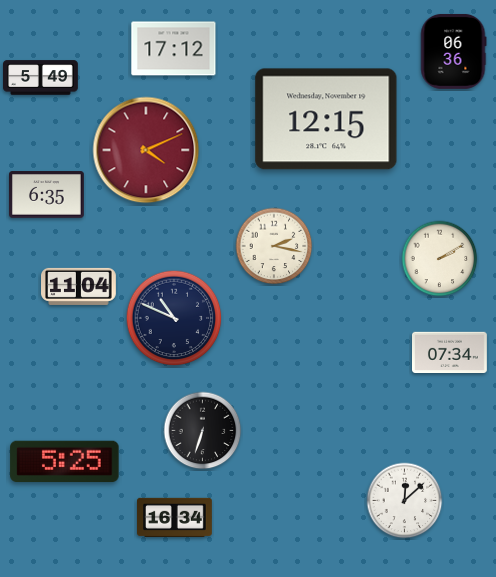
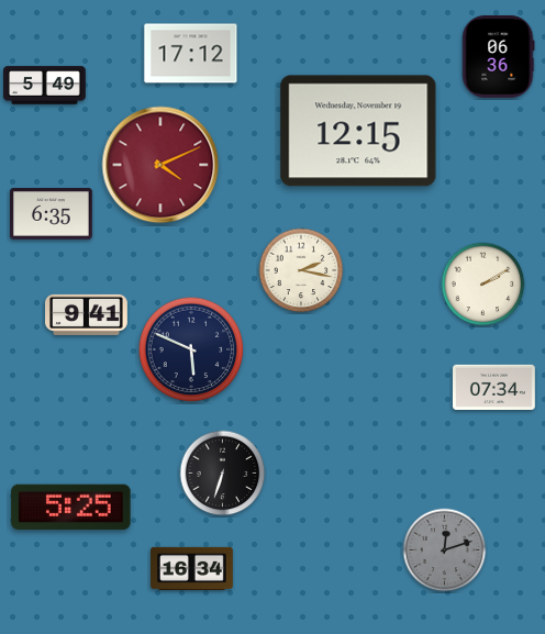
clock at (79, 286): 11:04 -> 9:41
clock at (174, 318): 10:49 -> 5:49
clock at (405, 501): 12:08 -> 12:12
clock at (405, 501) dial: white -> grey
